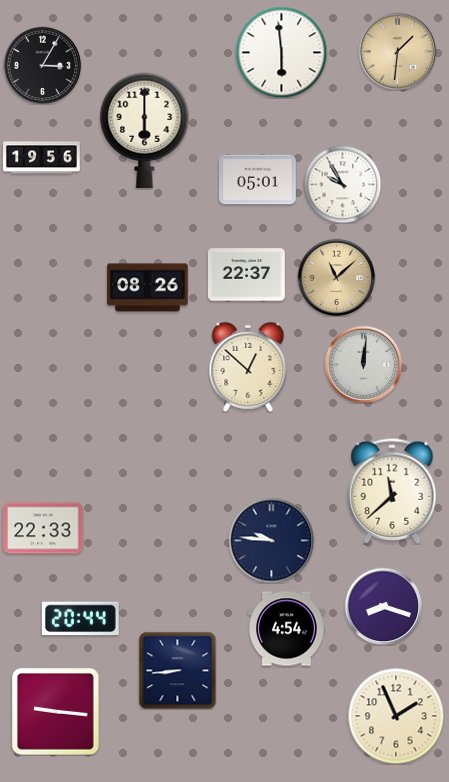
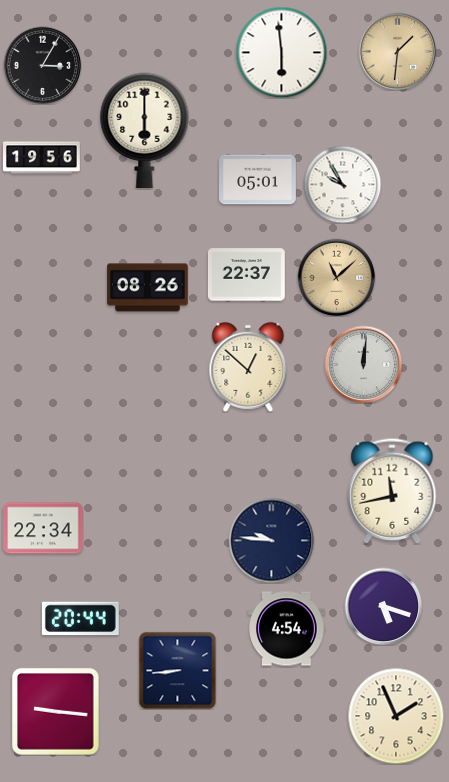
clock at (392, 491): 11:38 -> 11:43
clock at (43, 528): 22:33 -> 22:34
clock at (383, 606): 8:18 -> 5:18
